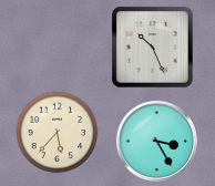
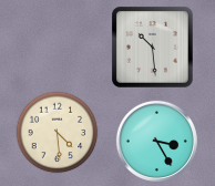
clock at (153, 48): 10:26 -> 10:29
clock at (58, 133): 5:37 -> 4:29
